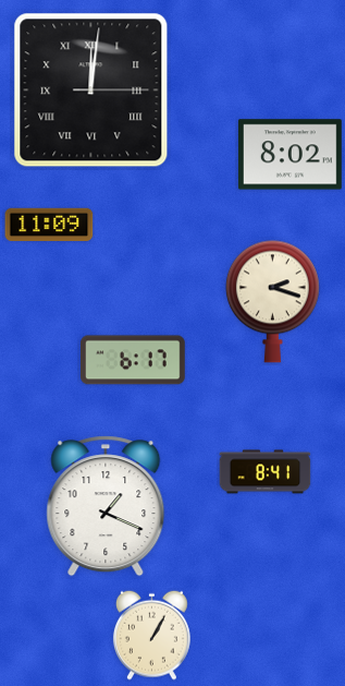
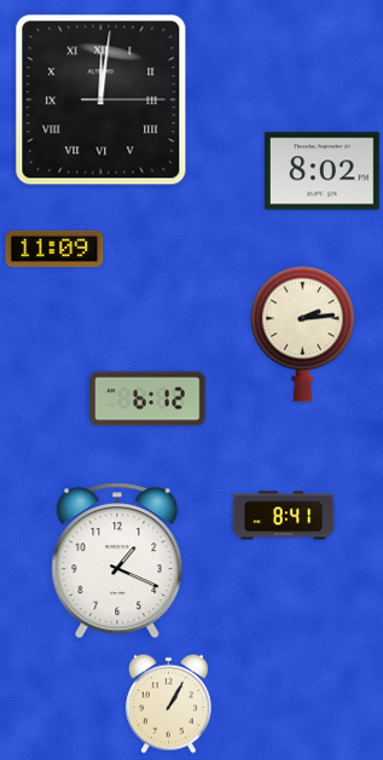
clock at (272, 301): 2:18 -> 2:14
clock at (134, 360): 6:17 -> 6:12
clock at (266, 472) position: (266, 472) -> (284, 516)
